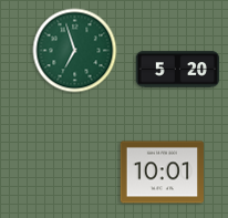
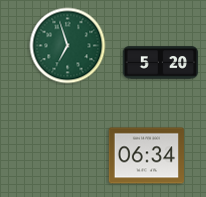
clock at (163, 173): 10:01 -> 06:34
